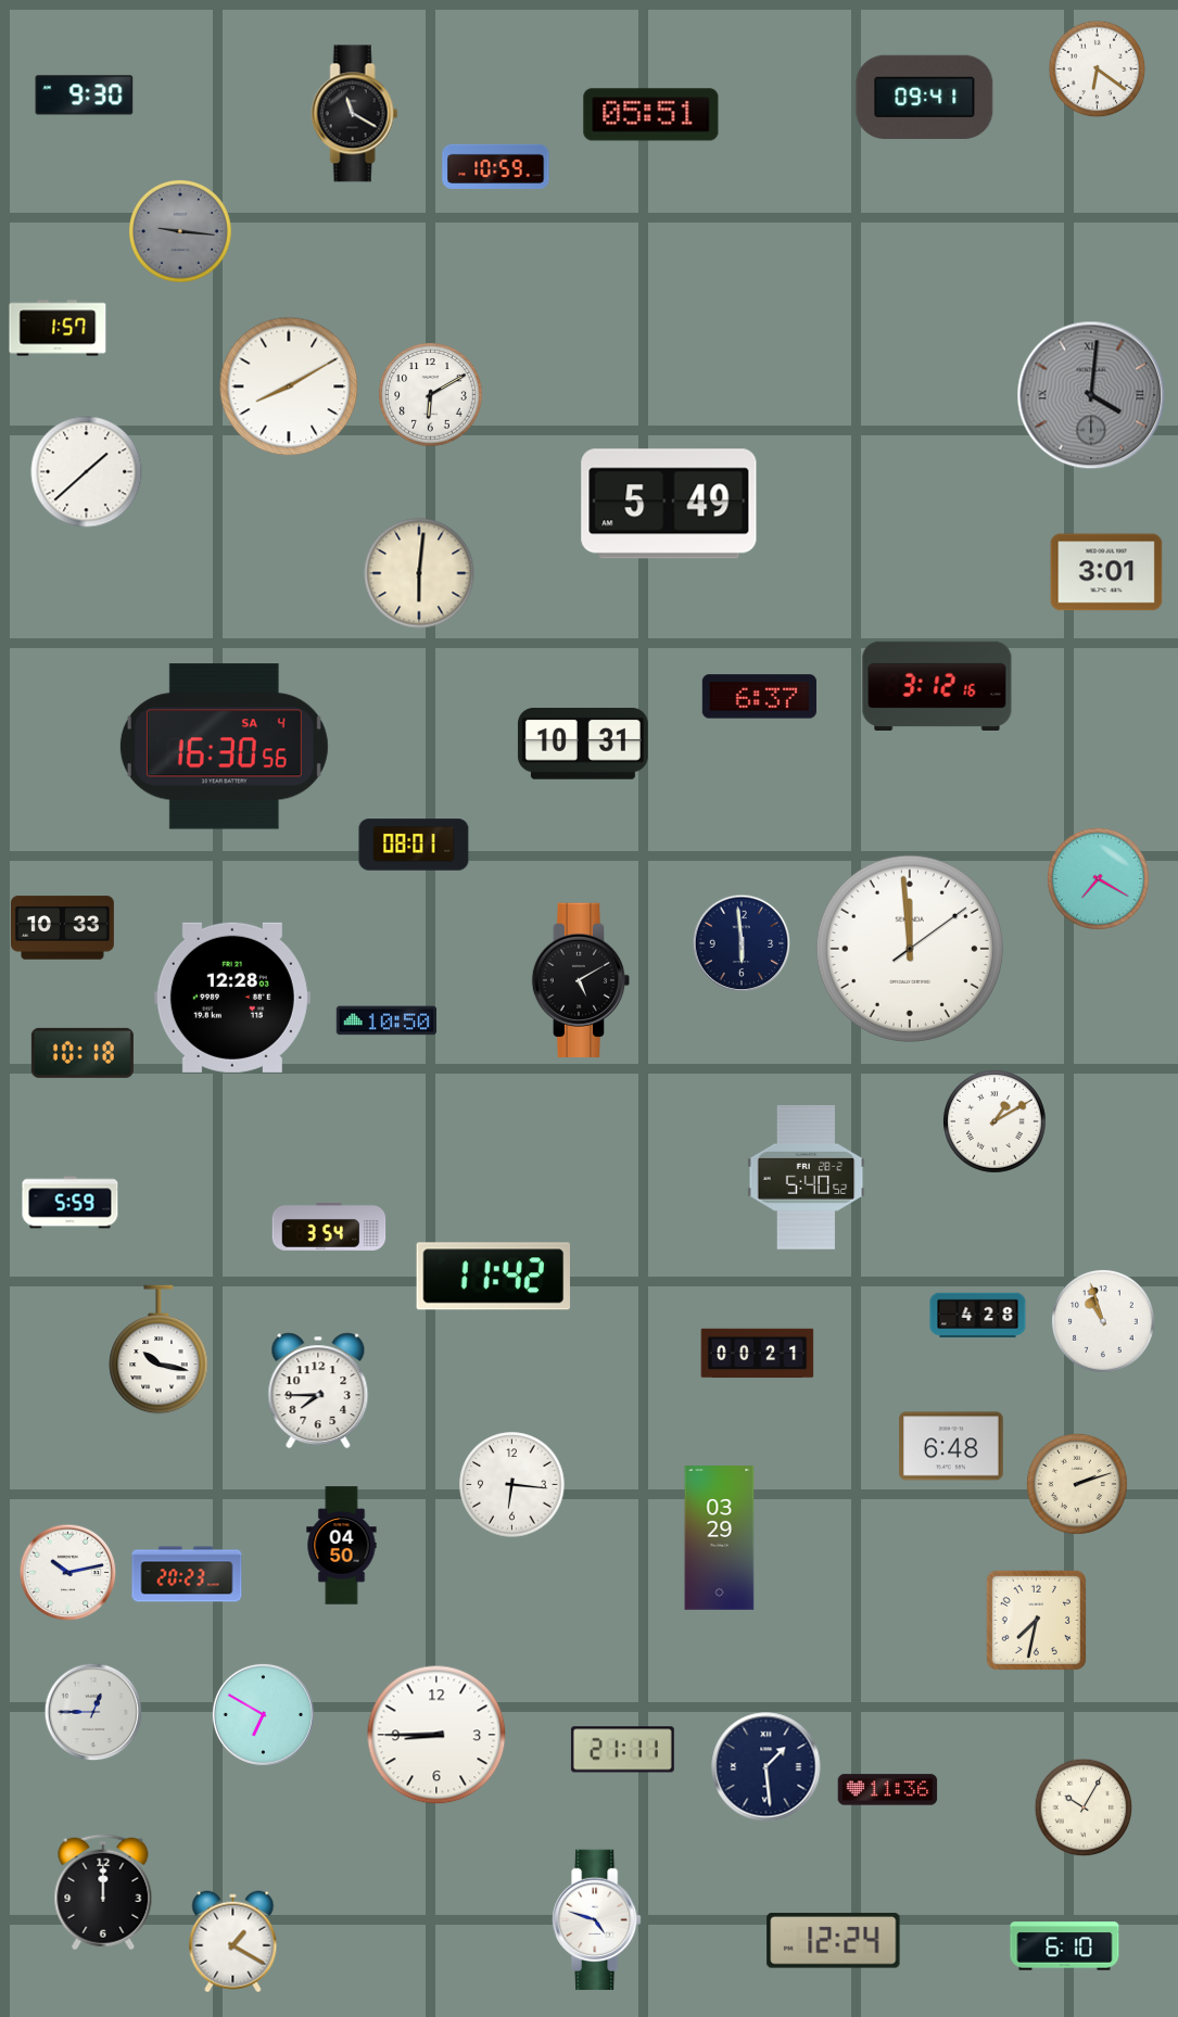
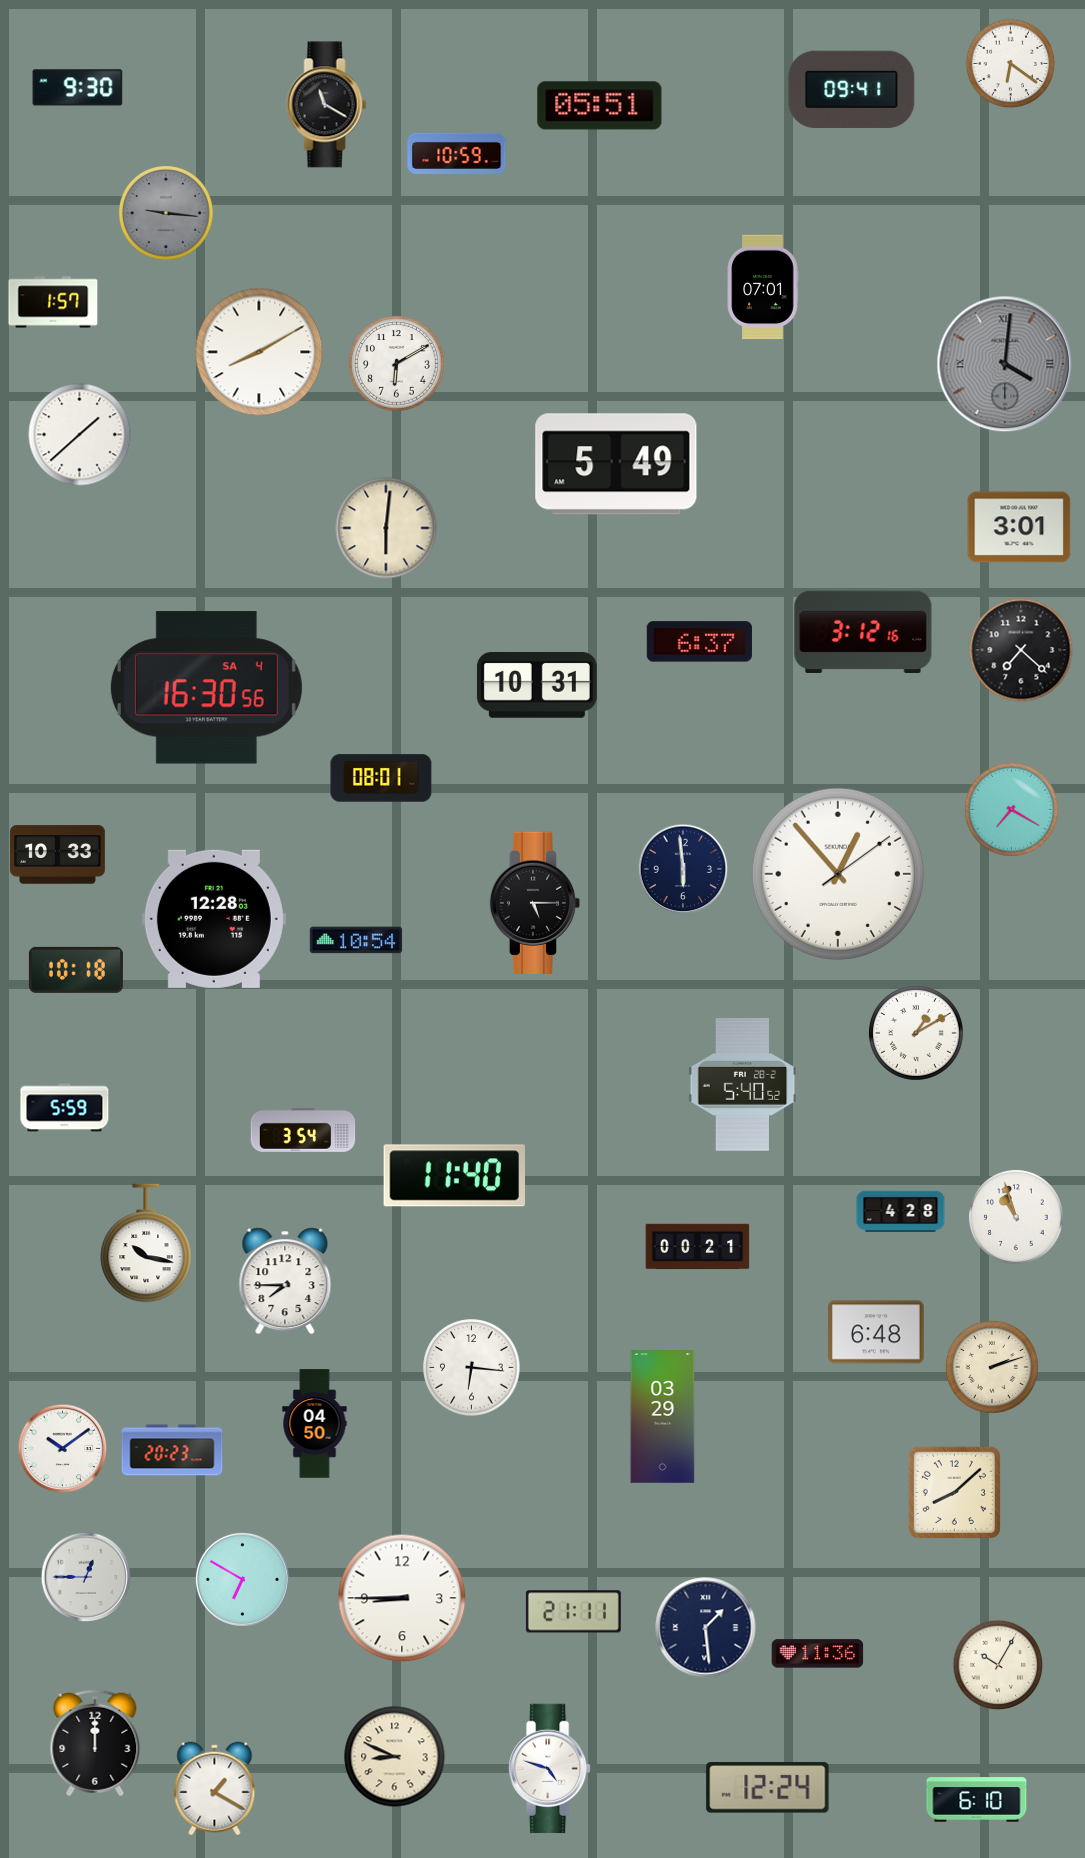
clock at (763, 287): none -> 07:01
clock at (289, 386) position: (289, 386) -> (259, 352)
clock at (1021, 650): none -> 7:22
clock at (910, 949): 11:59 -> 12:53
clock at (580, 979): 5:10 -> 5:15
clock at (387, 1020): 10:50 -> 10:54
clock at (493, 1277): 11:42 -> 11:40
clock at (318, 1391) position: (318, 1391) -> (285, 1281)
clock at (68, 1573): 10:13 -> 10:09
clock at (1036, 1620): 7:32 -> 8:08
clock at (888, 1790) position: (888, 1790) -> (818, 1654)
clock at (395, 1757): none -> 8:49
clock at (1065, 1946) position: (1065, 1946) -> (977, 1800)
